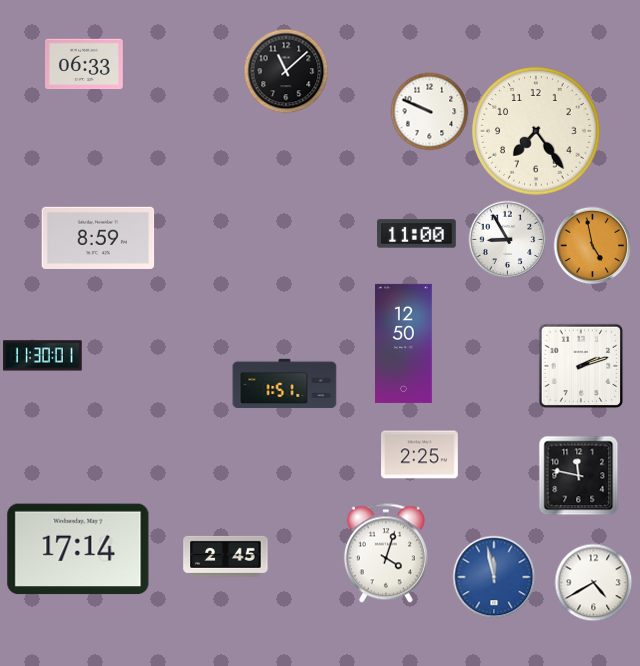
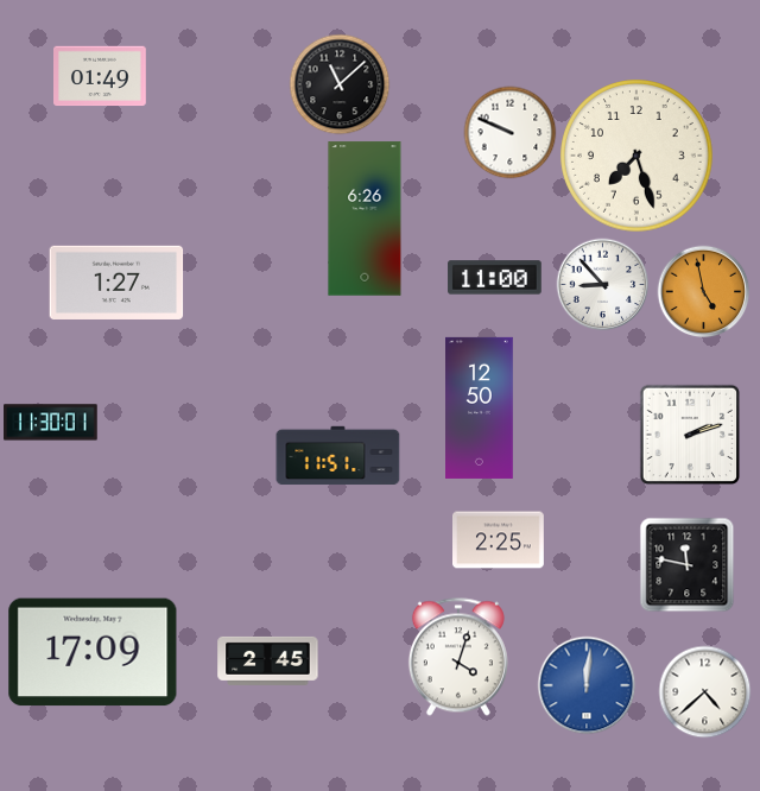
clock at (85, 64): 06:33 -> 01:49
clock at (536, 131): 7:24 -> 7:27
clock at (365, 219): none -> 6:26
clock at (98, 238): 8:59 -> 1:27
clock at (507, 239): 8:55 -> 8:53
clock at (285, 384): 1:51 -> 11:51
clock at (78, 549): 17:14 -> 17:09
clock at (494, 577): 11:58 -> 12:01
clock at (593, 582): 4:40 -> 4:38
